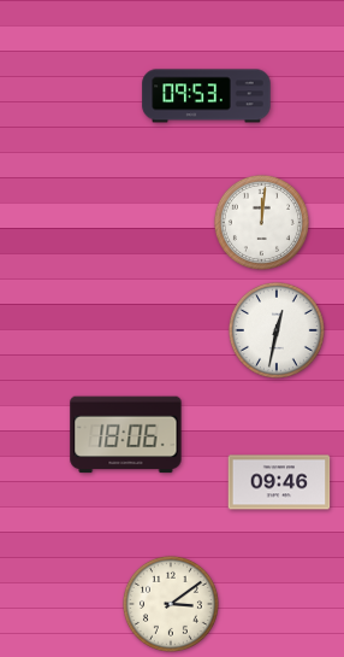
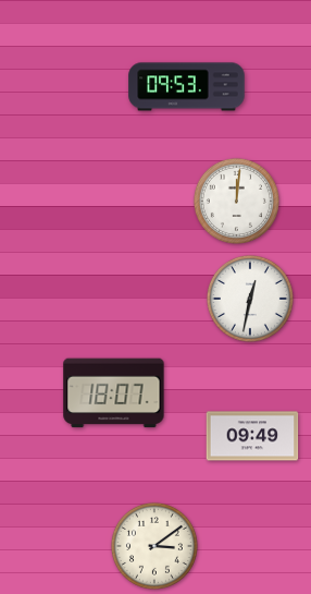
clock at (126, 435): 18:06 -> 18:07
clock at (279, 482): 09:46 -> 09:49
